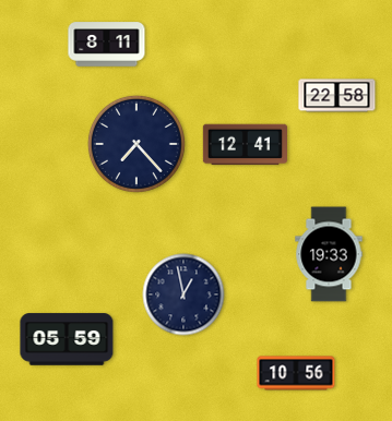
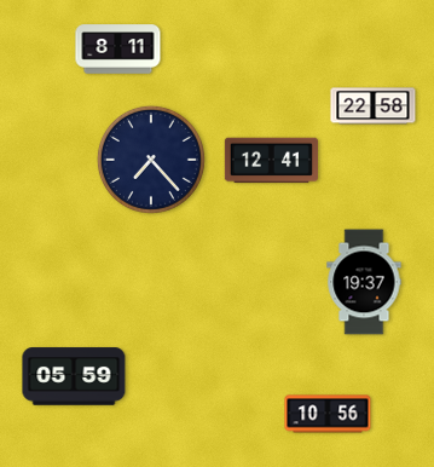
clock at (329, 254): 19:33 -> 19:37
clock at (183, 294): 12:58 -> none
